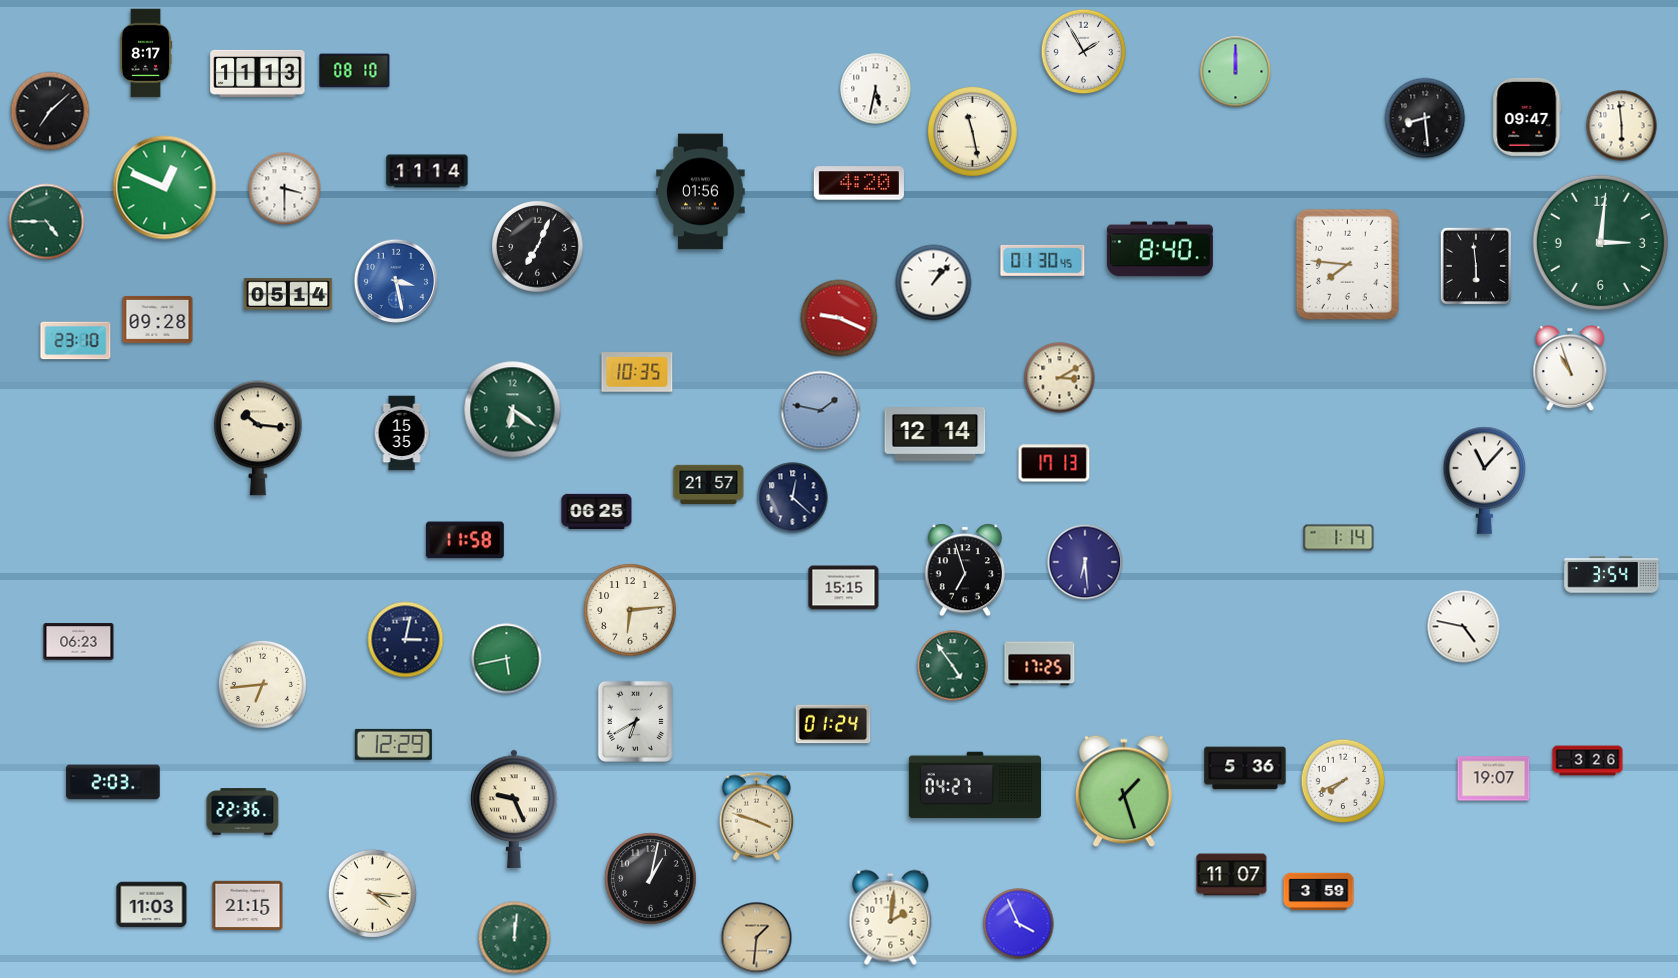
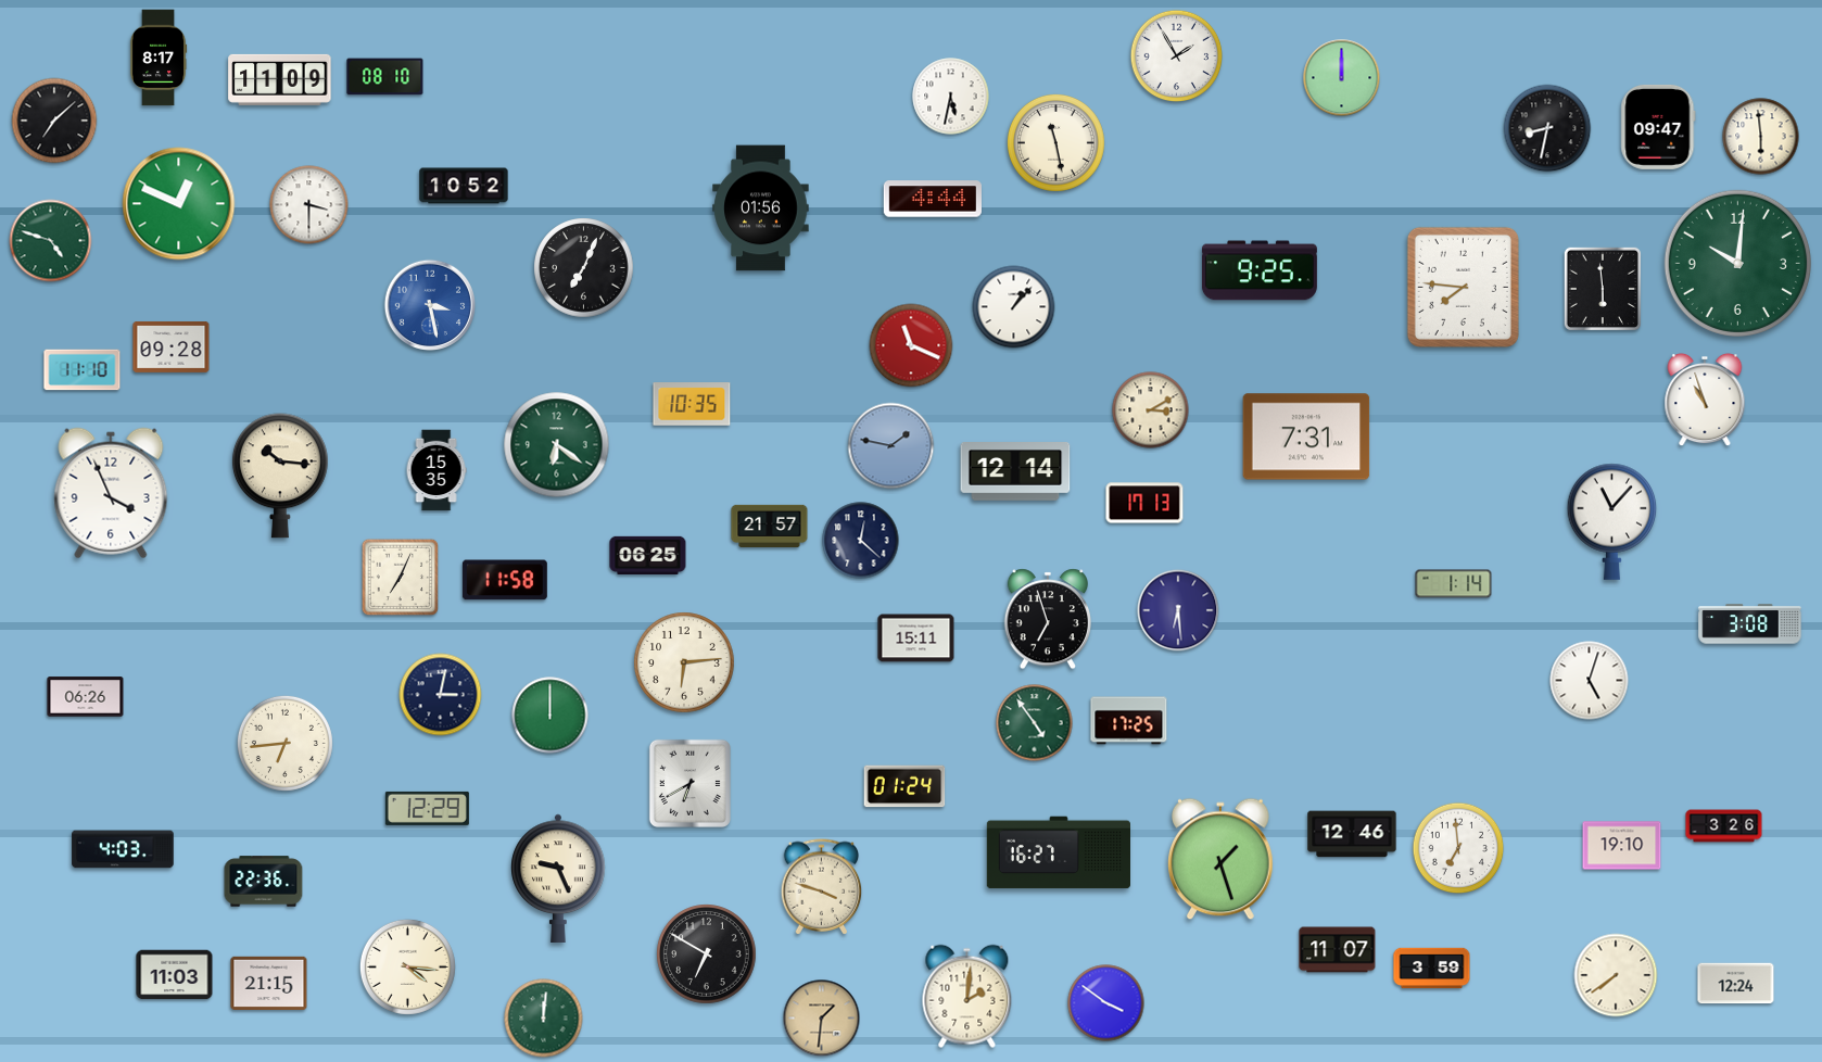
clock at (258, 73): 11:13 -> 11:09
clock at (1425, 118): 8:29 -> 8:32
clock at (427, 171): 11:14 -> 10:52
clock at (859, 183): 4:20 -> 4:44
clock at (47, 222): 4:45 -> 4:48
clock at (1600, 242): 3:01 -> 10:01
clock at (1160, 249): 8:40 -> 9:25
clock at (1043, 260): 01:30 -> none
clock at (288, 294): 05:14 -> none
clock at (839, 318): 9:19 -> 11:19
clock at (76, 341): 23:10 -> 11:10
clock at (1306, 437): none -> 7:31
clock at (111, 493): none -> 3:56
clock at (401, 578): none -> 7:04
clock at (465, 540) position: (465, 540) -> (505, 580)
clock at (1612, 575): 3:54 -> 3:08
clock at (844, 588): 15:15 -> 15:11
clock at (1464, 627): 4:47 -> 5:03
clock at (79, 642): 06:23 -> 06:26
clock at (507, 659): 5:43 -> 12:00
clock at (1245, 768): 5:36 -> 12:46
clock at (1494, 779): 19:07 -> 19:10
clock at (1343, 781): 7:41 -> 6:59
clock at (113, 782): 2:03 -> 4:03
clock at (974, 785): 04:27 -> 16:27
clock at (651, 879): 1:02 -> 6:50
clock at (372, 893) position: (372, 893) -> (407, 966)
clock at (1616, 975): none -> 7:39
clock at (152, 905) position: (152, 905) -> (175, 975)
clock at (1736, 984): none -> 12:24
clock at (1019, 924): 3:56 -> 3:51
clock at (515, 938) position: (515, 938) -> (544, 1019)
